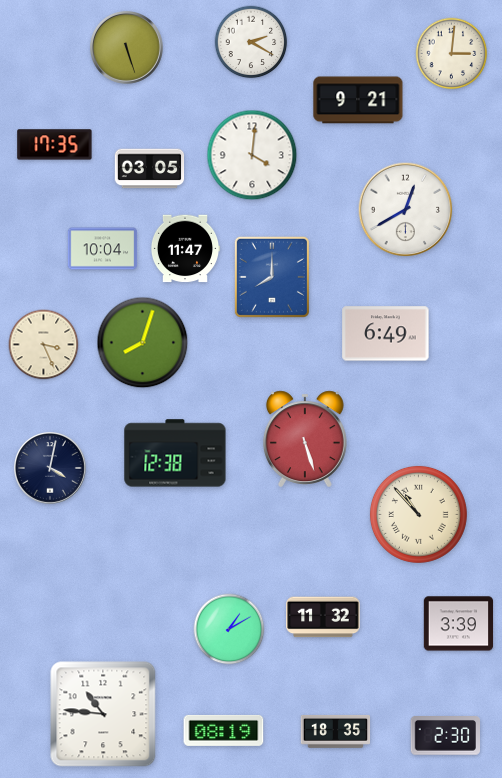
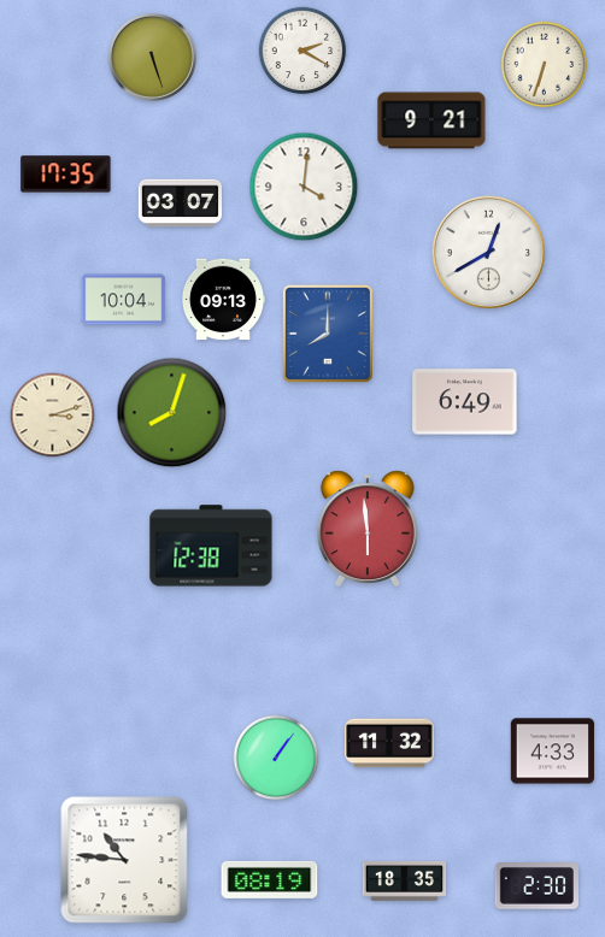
clock at (452, 54): 3:01 -> 6:33
clock at (150, 169): 03:05 -> 03:07
clock at (185, 249): 11:47 -> 09:13
clock at (44, 345): 3:26 -> 3:12
clock at (305, 439): 5:27 -> 5:59
clock at (50, 468): 4:02 -> none
clock at (418, 514): 10:53 -> none
clock at (459, 624): 3:39 -> 4:33
clock at (229, 629): 1:10 -> 1:06
